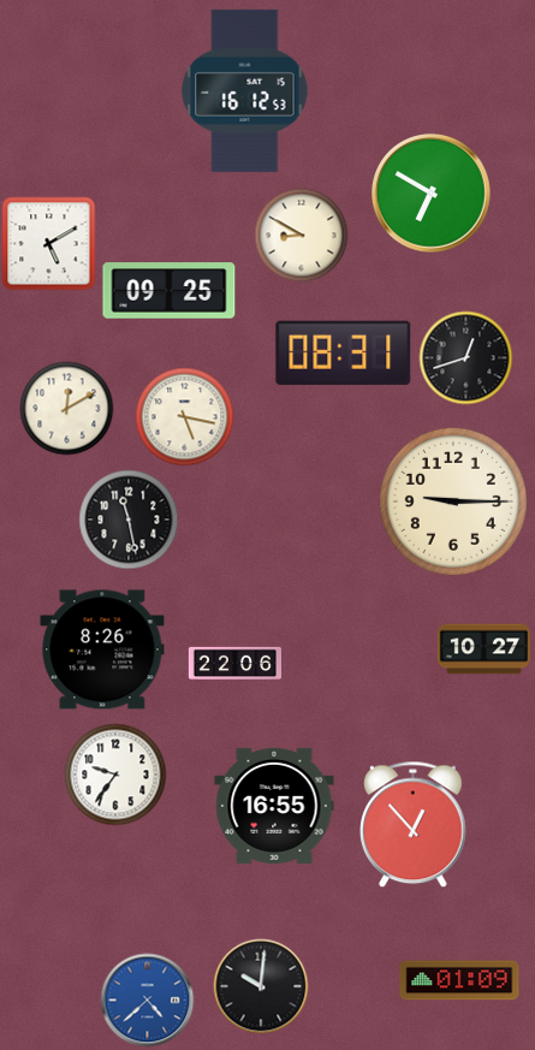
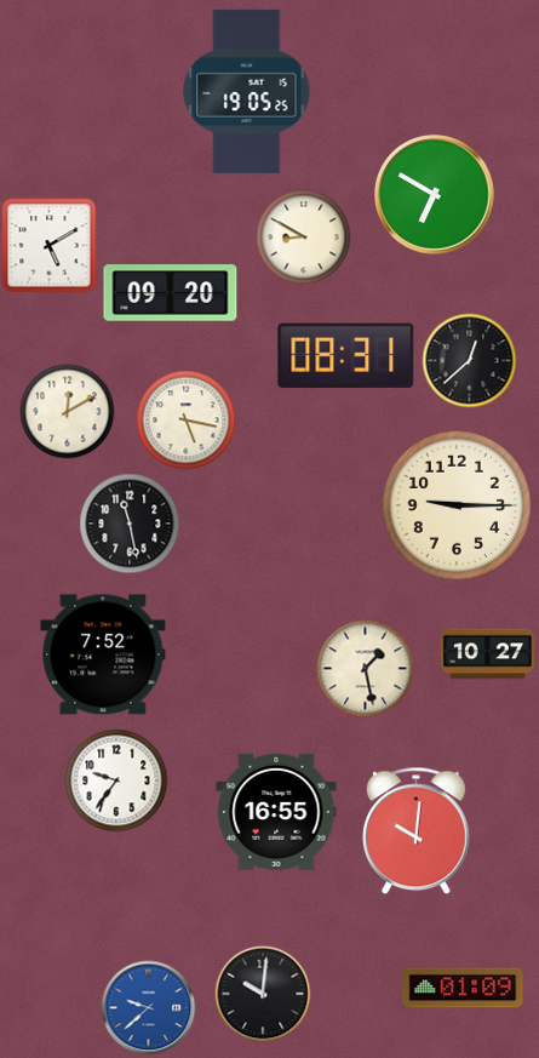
clock at (245, 90): 16:12 -> 19:05
clock at (170, 291): 09:25 -> 09:20
clock at (465, 357): 12:42 -> 12:38
clock at (102, 649): 8:26 -> 7:52
clock at (365, 668): none -> 1:28
clock at (234, 664): 22:06 -> none
clock at (414, 824): 12:53 -> 10:01
clock at (147, 999): 4:38 -> 9:38
